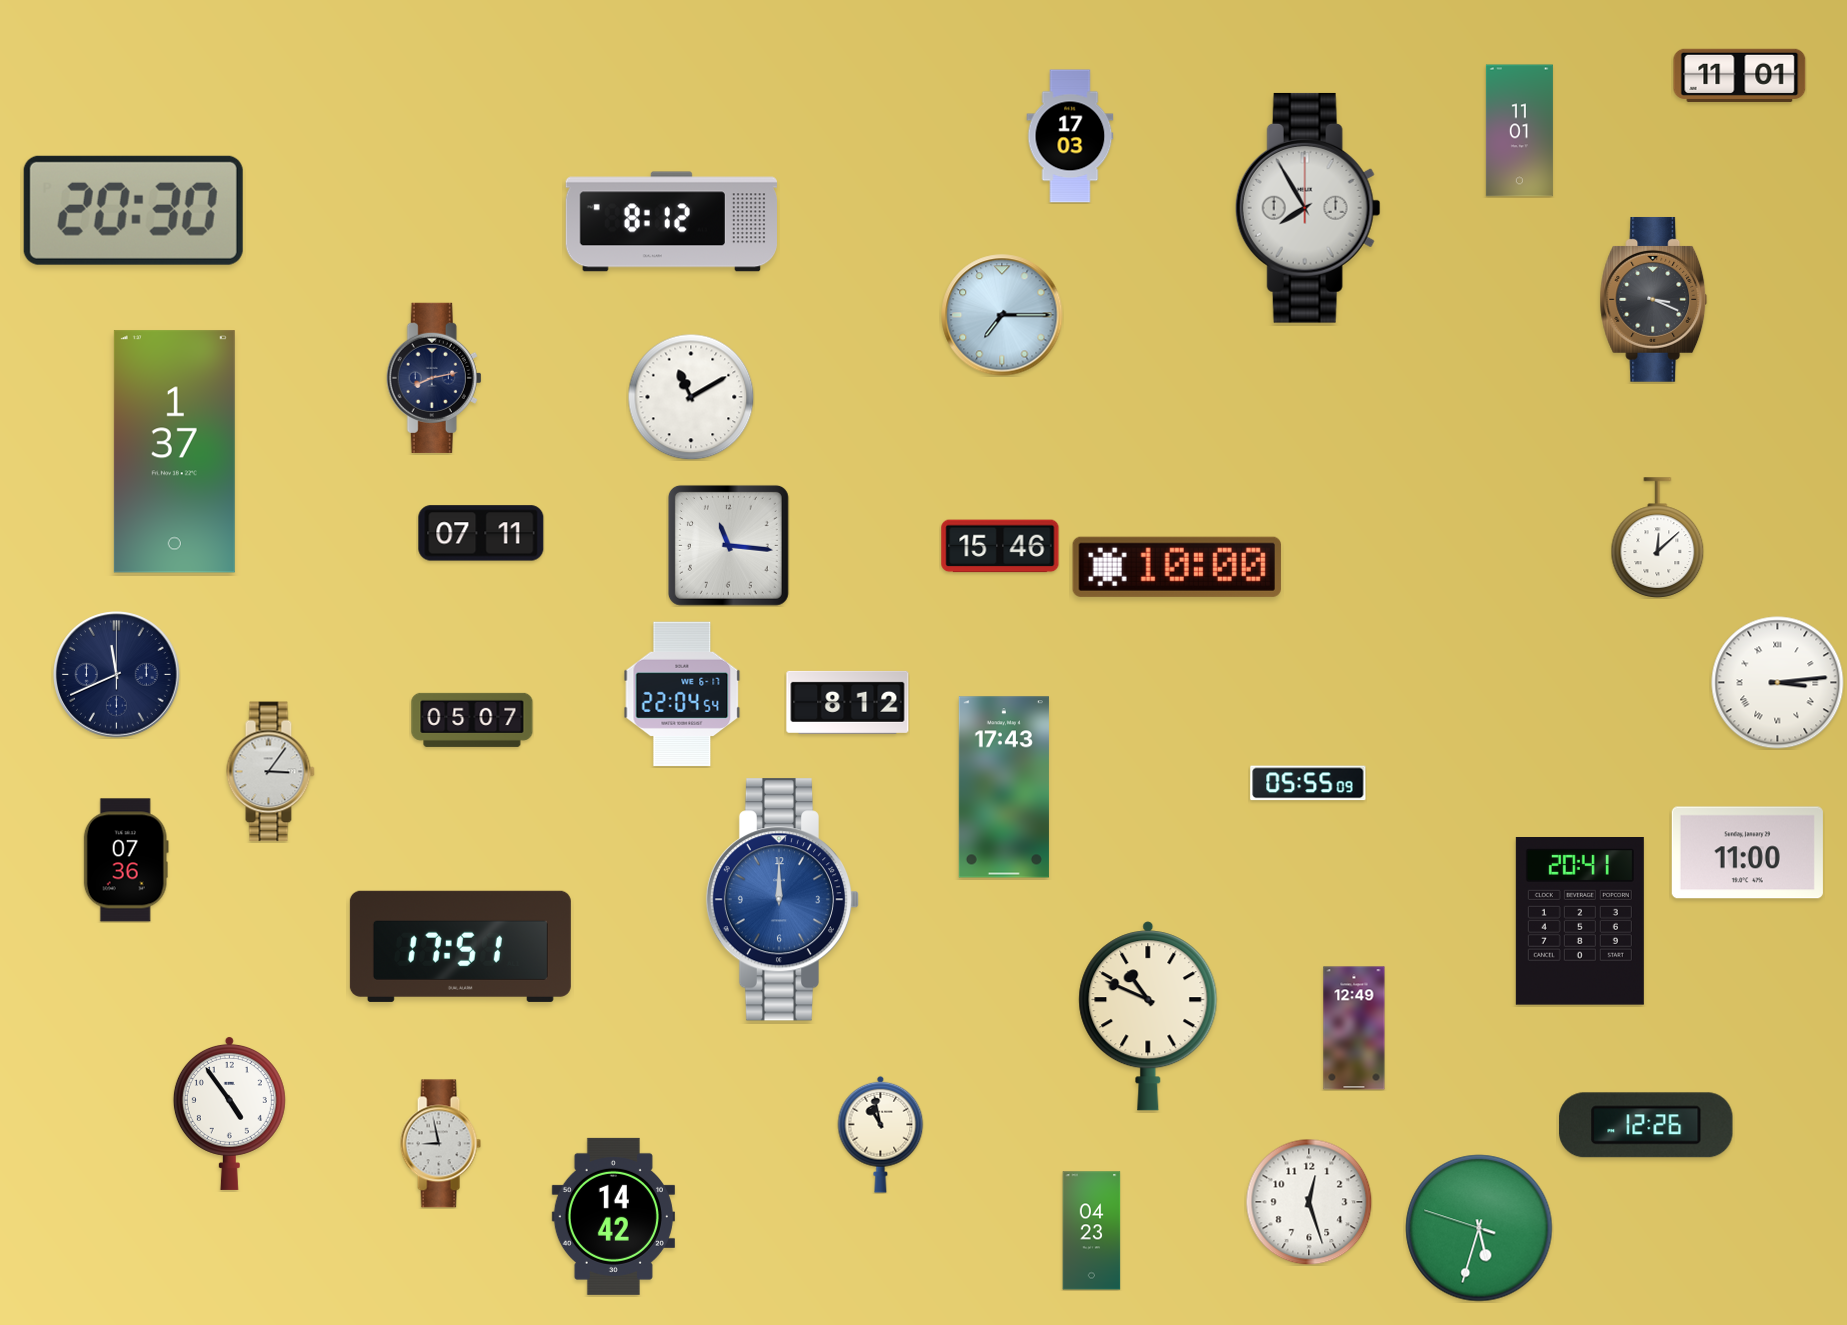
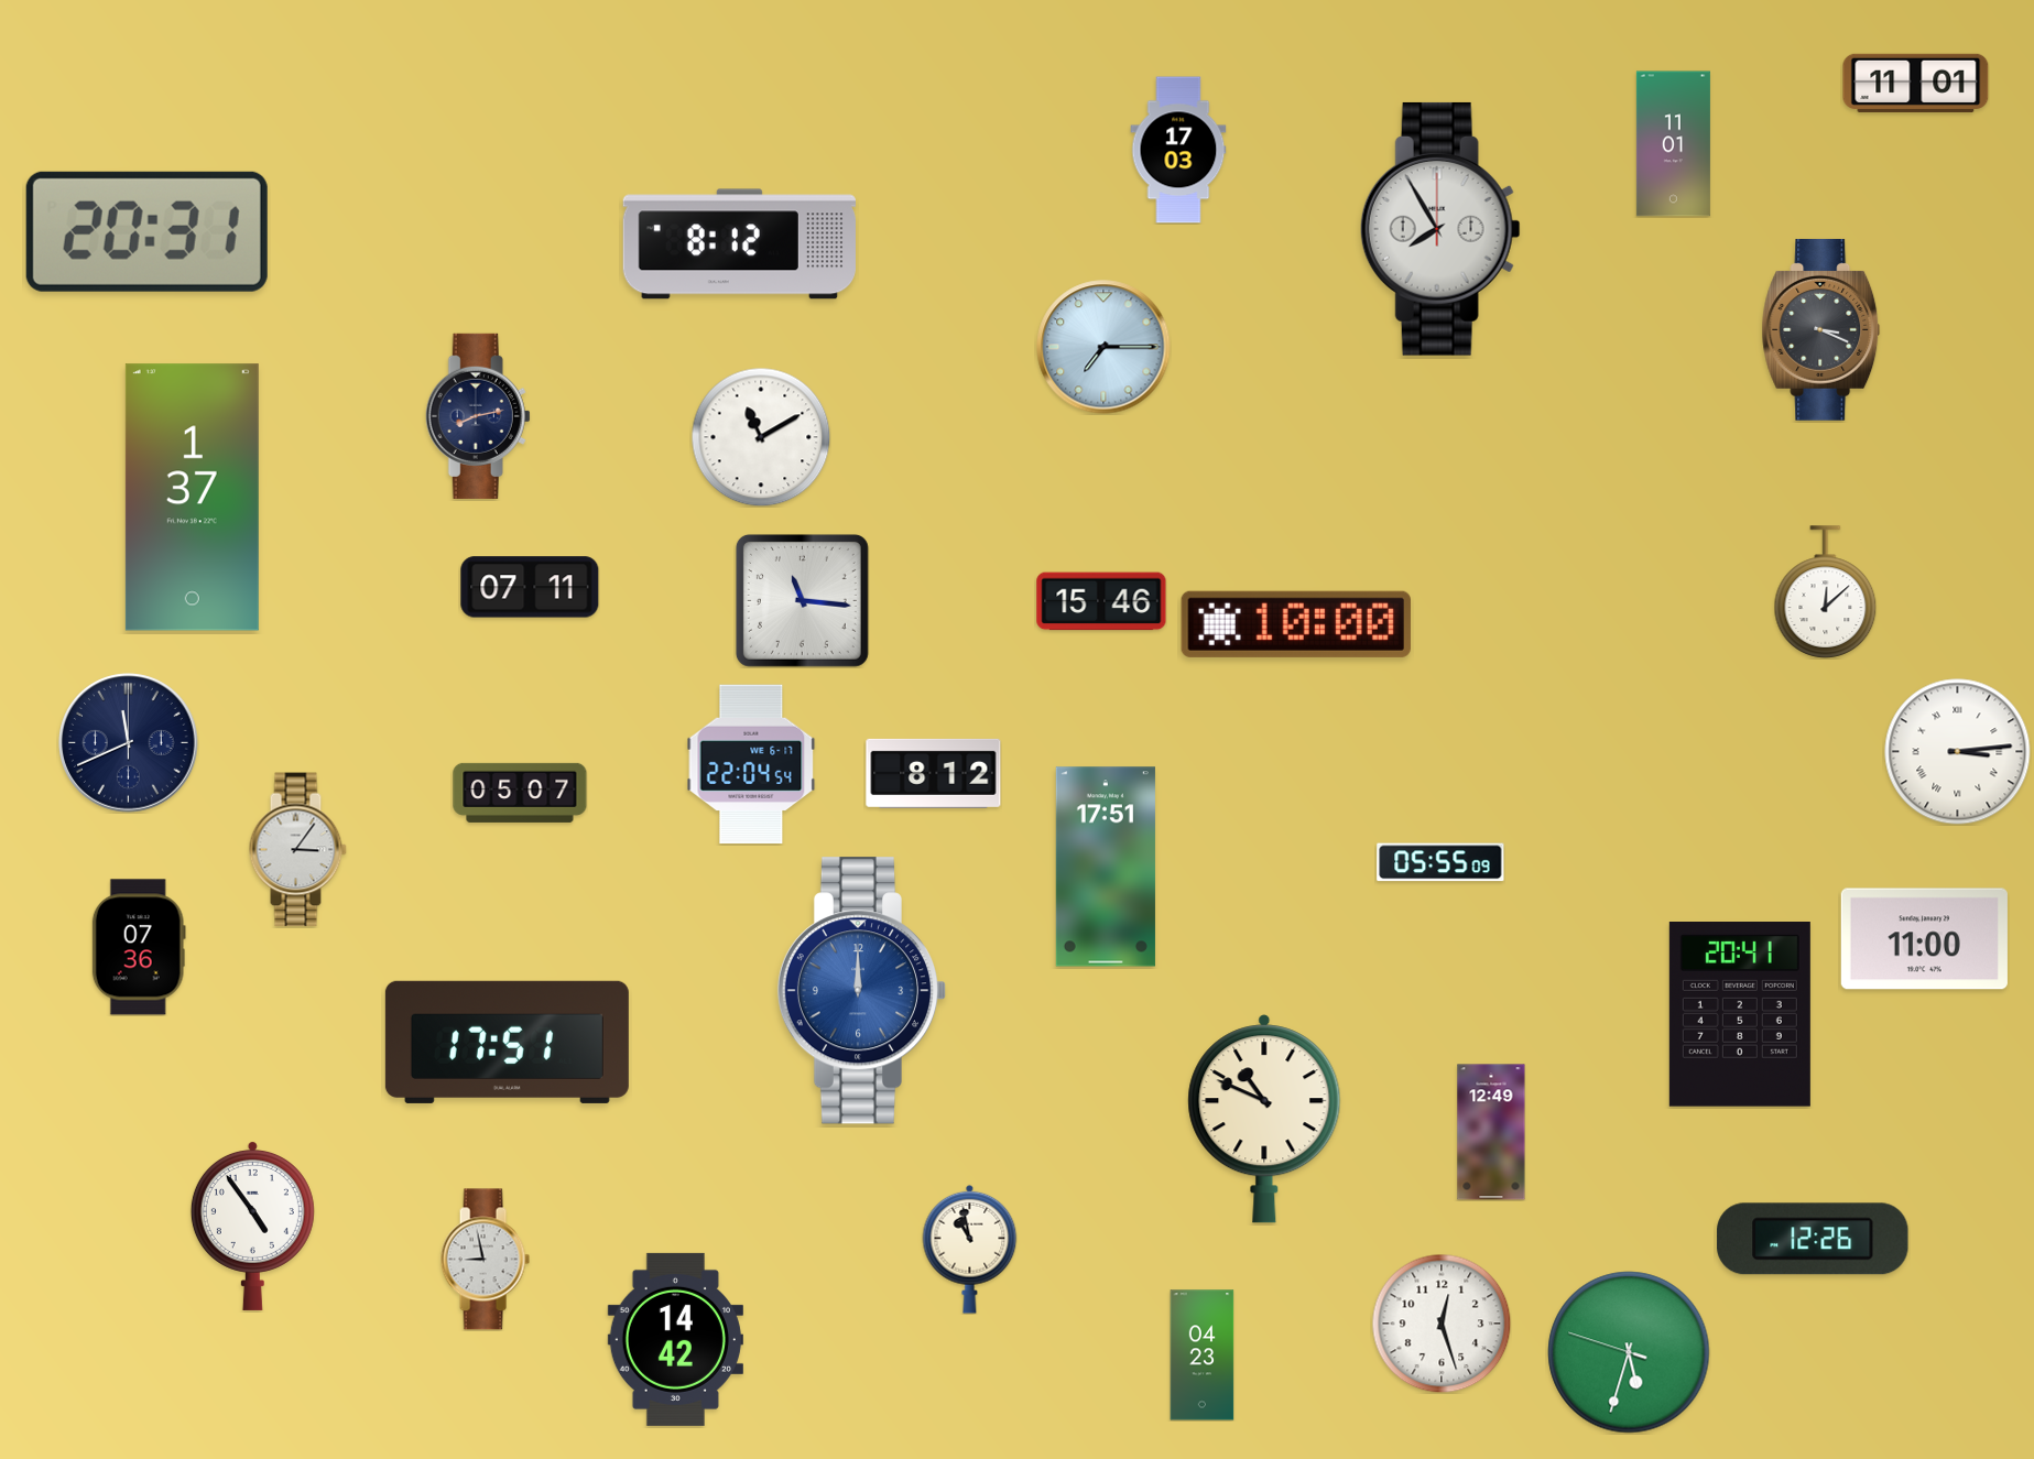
clock at (133, 210): 20:30 -> 20:31
clock at (1004, 787): 17:43 -> 17:51
